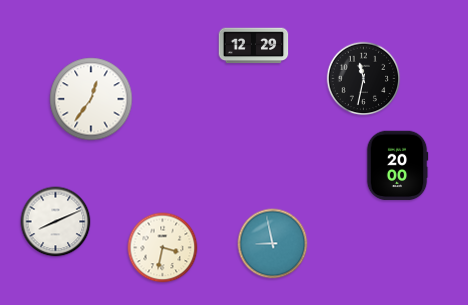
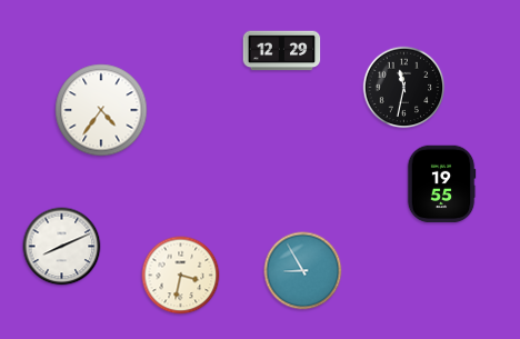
clock at (91, 99): 12:36 -> 4:36
clock at (397, 166): 20:00 -> 19:55
clock at (273, 244): 8:58 -> 8:55
